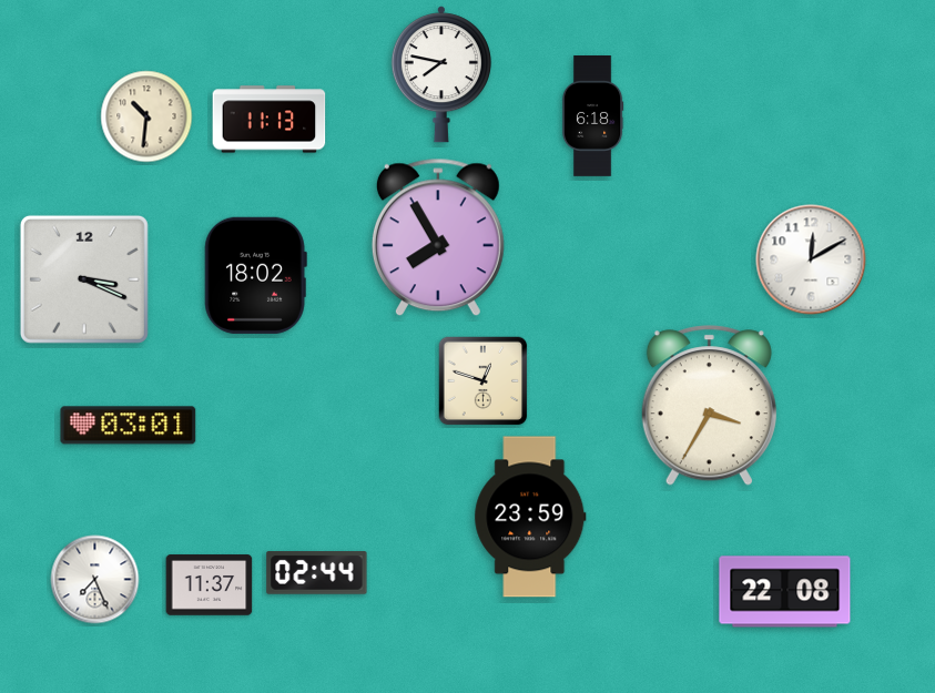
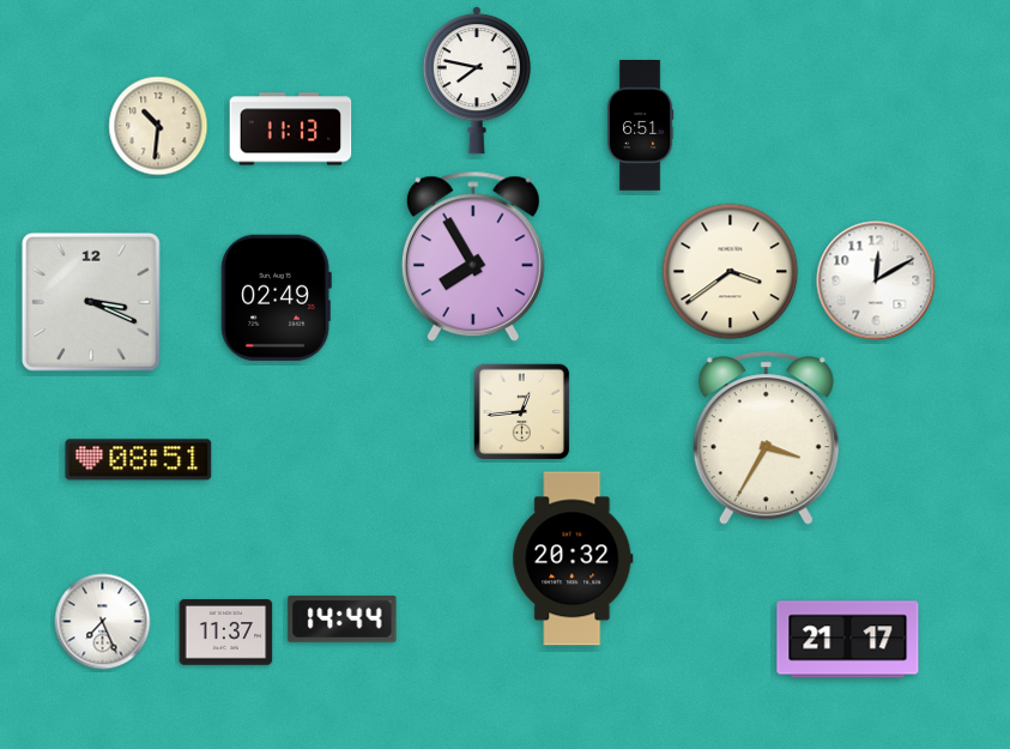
clock at (592, 116): 6:18 -> 6:51
clock at (731, 272): none -> 3:39
clock at (255, 275): 18:02 -> 02:49
clock at (484, 381): 12:48 -> 12:44
clock at (129, 426): 03:01 -> 08:51
clock at (530, 517): 23:59 -> 20:32
clock at (317, 573): 02:44 -> 14:44
clock at (95, 580) position: (95, 580) -> (103, 622)
clock at (785, 592): 22:08 -> 21:17
